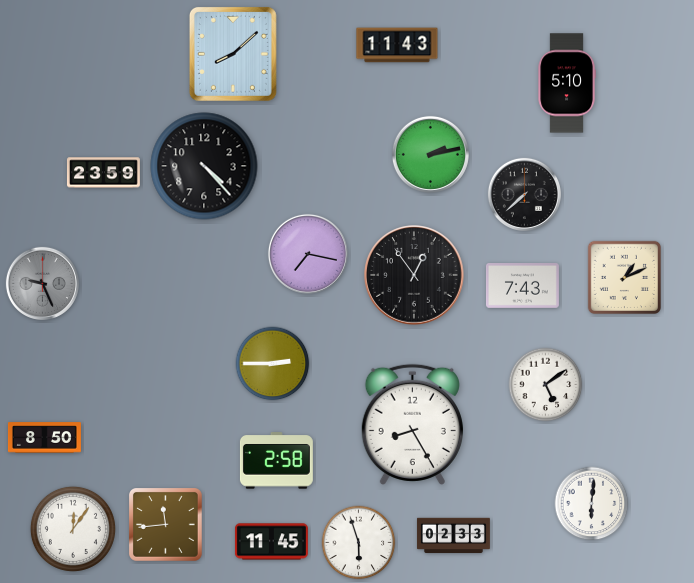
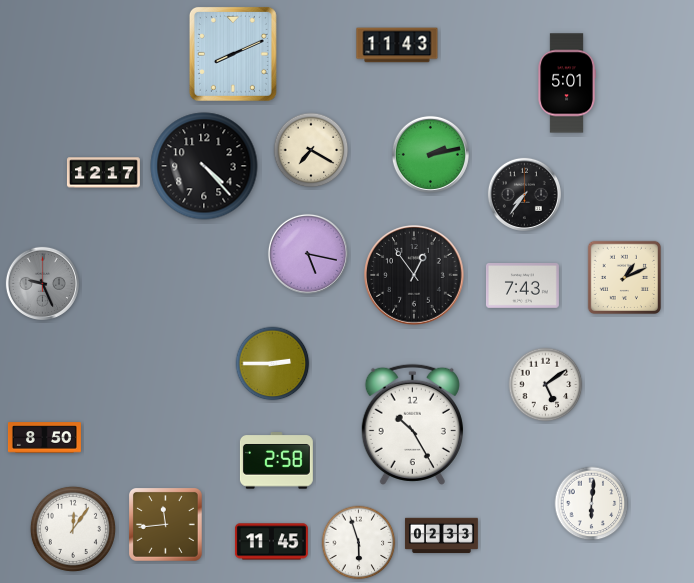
clock at (233, 54): 8:08 -> 8:11
clock at (567, 83): 5:10 -> 5:01
clock at (311, 150): none -> 7:20
clock at (103, 173): 23:59 -> 12:17
clock at (524, 194): 7:38 -> 7:36
clock at (308, 254): 7:17 -> 5:17
clock at (412, 424): 8:25 -> 10:25
clock at (453, 536) position: (453, 536) -> (441, 536)
